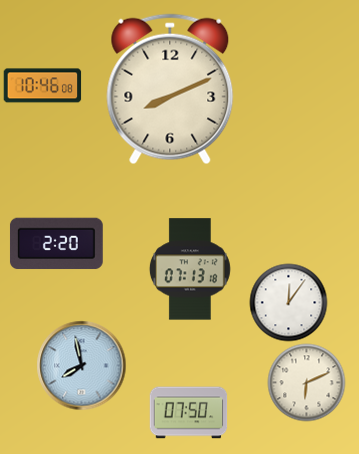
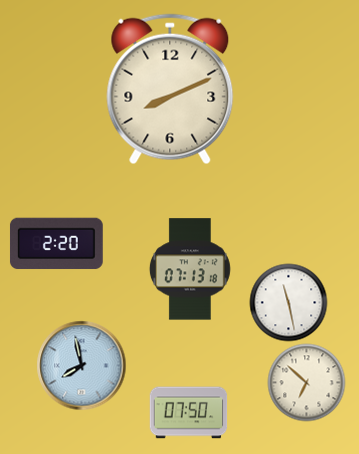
clock at (42, 86): 10:46 -> none
clock at (288, 302): 12:06 -> 11:28
clock at (306, 382): 6:11 -> 6:52
